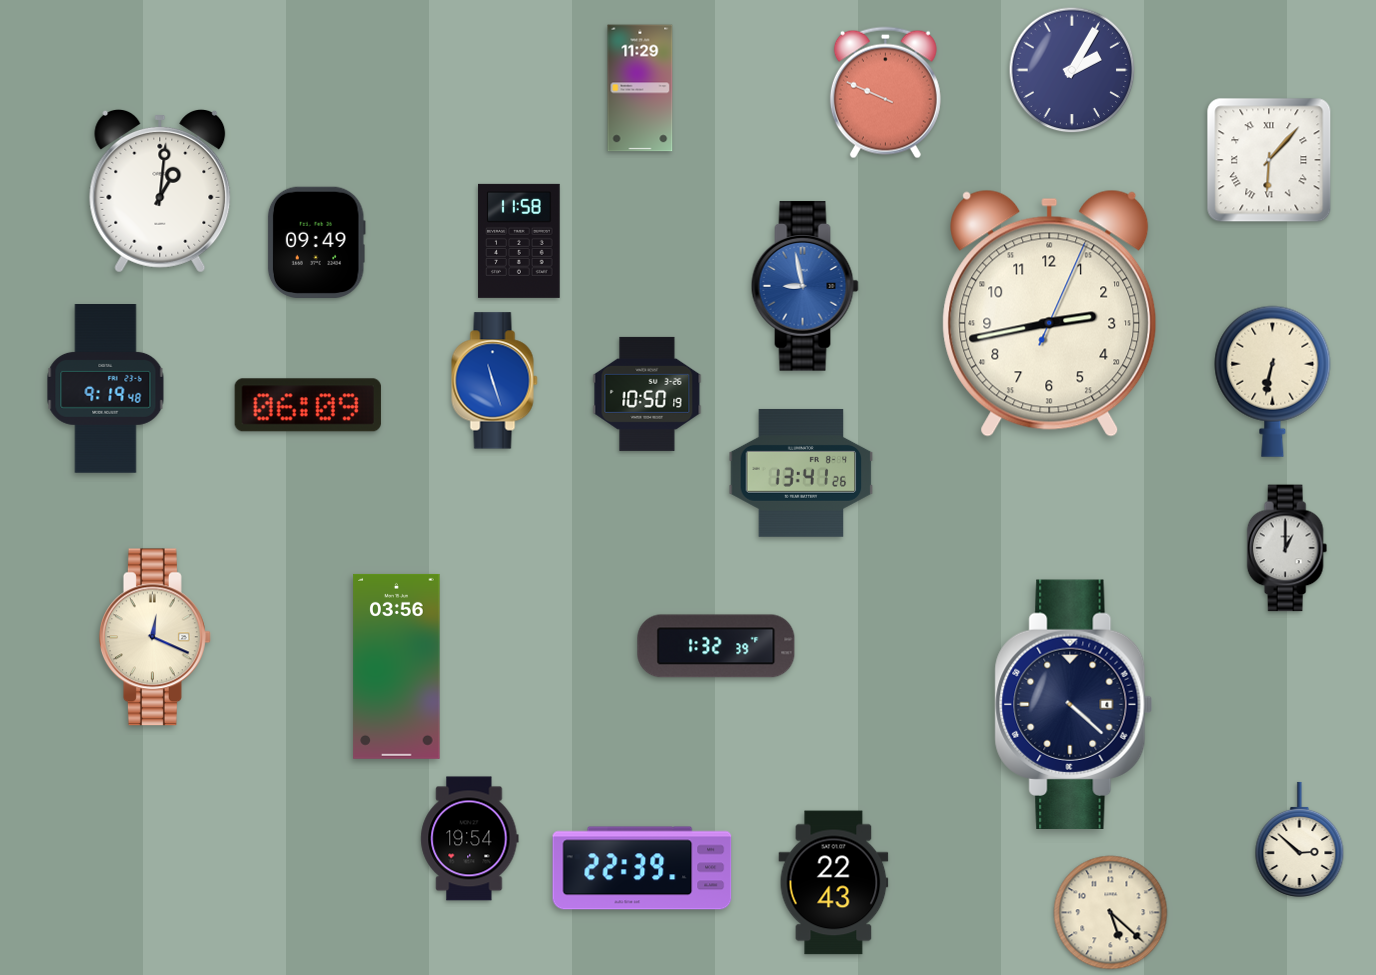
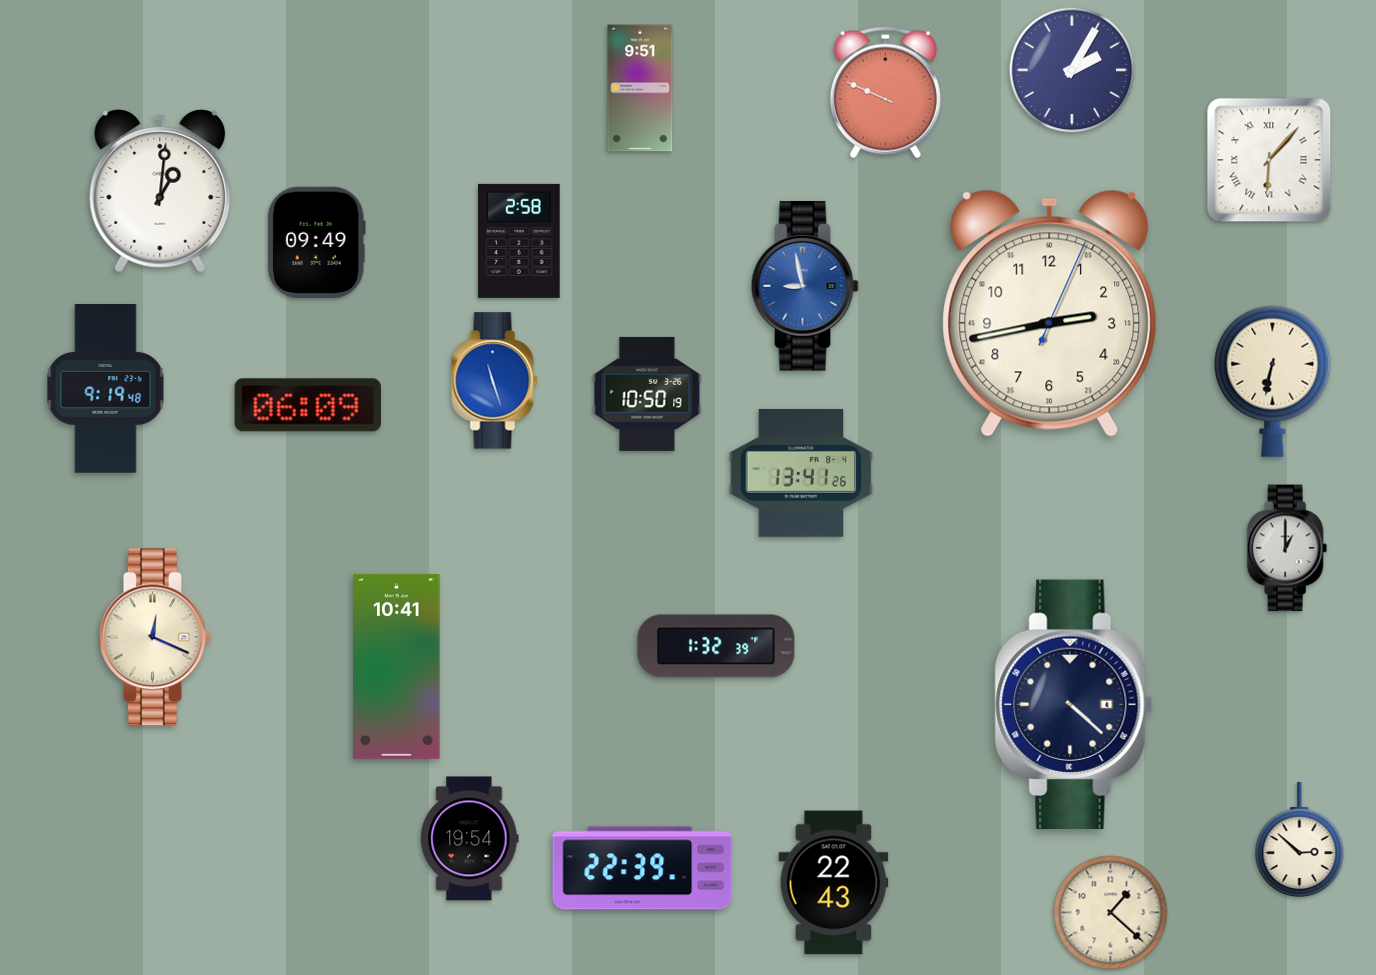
clock at (640, 88): 11:29 -> 9:51
clock at (519, 241): 11:58 -> 2:58
clock at (397, 666): 03:56 -> 10:41
clock at (1111, 913): 5:22 -> 1:22
